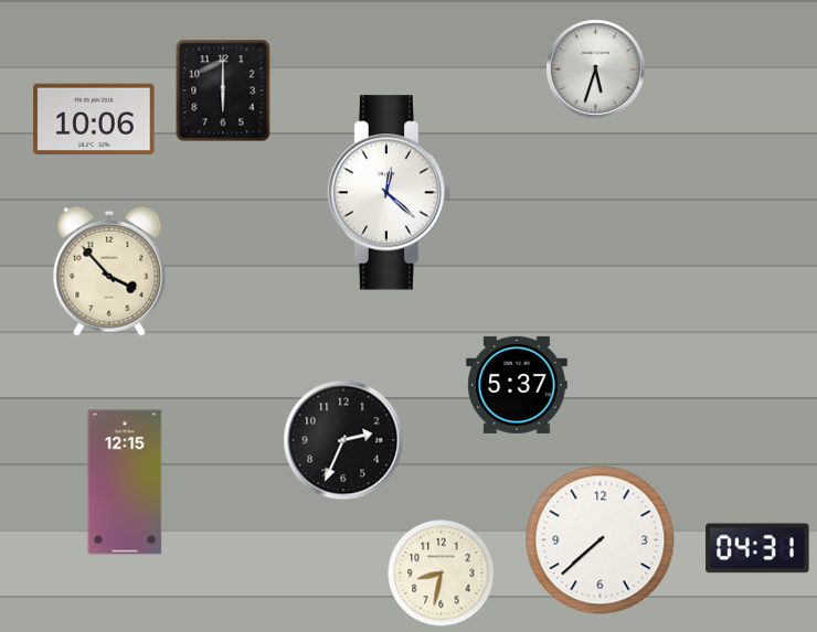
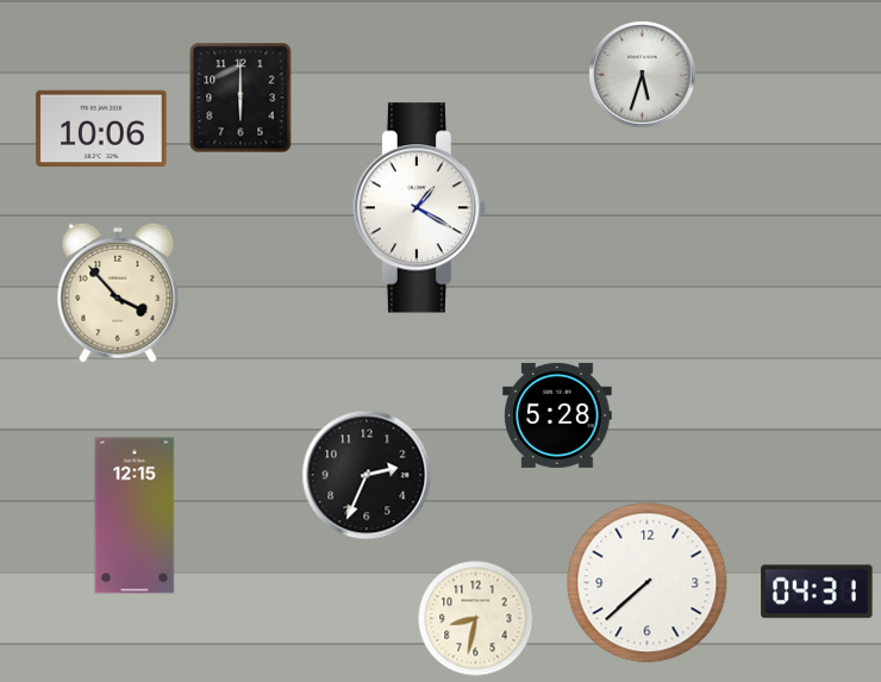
clock at (390, 193): 12:22 -> 1:20
clock at (517, 385): 5:37 -> 5:28
clock at (343, 440) position: (343, 440) -> (367, 475)
clock at (125, 482) position: (125, 482) -> (135, 515)
